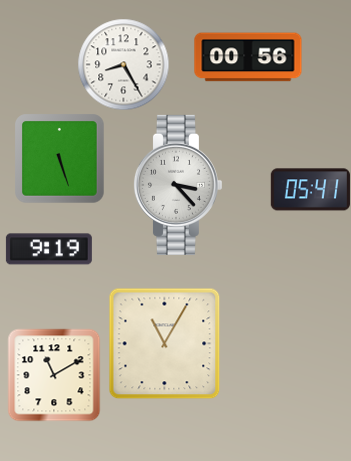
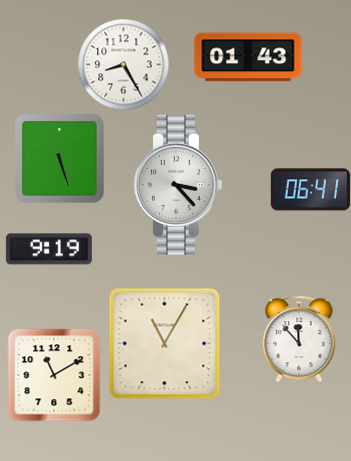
clock at (248, 57): 00:56 -> 01:43
clock at (310, 190): 05:41 -> 06:41
clock at (299, 339): none -> 11:53
